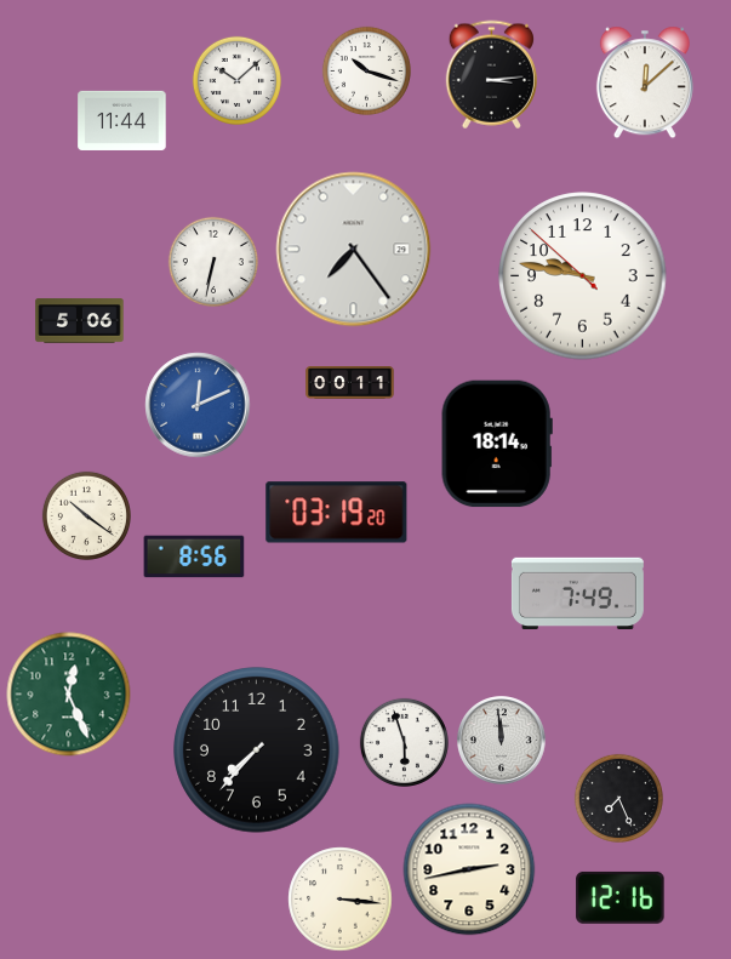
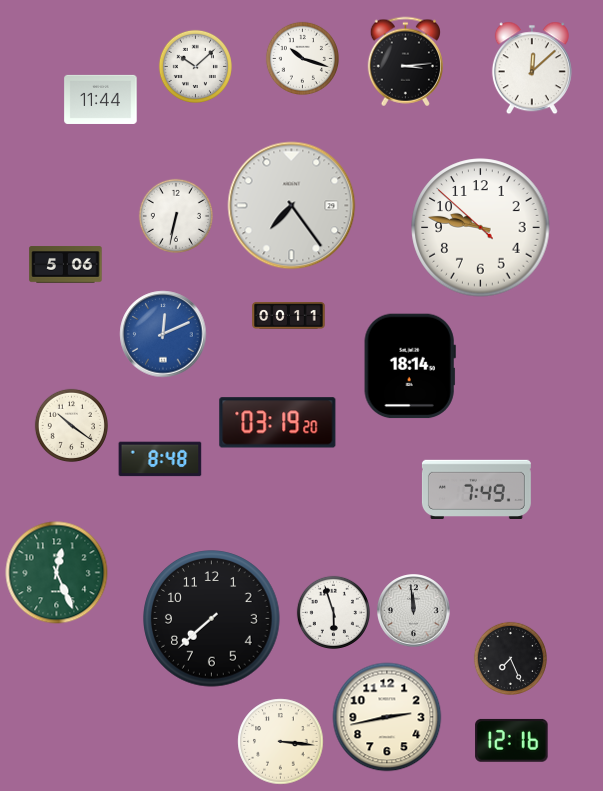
clock at (194, 556): 8:56 -> 8:48
clock at (257, 750): 7:37 -> 7:38
